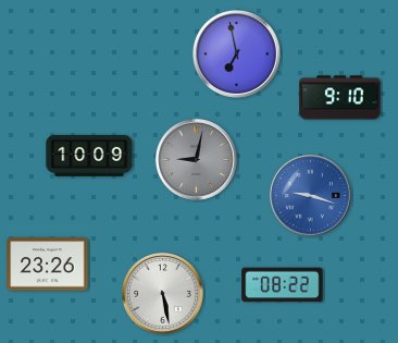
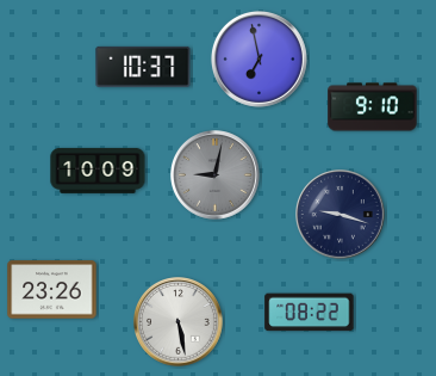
clock at (143, 67): none -> 10:37
clock at (311, 196) dial: blue -> navy
